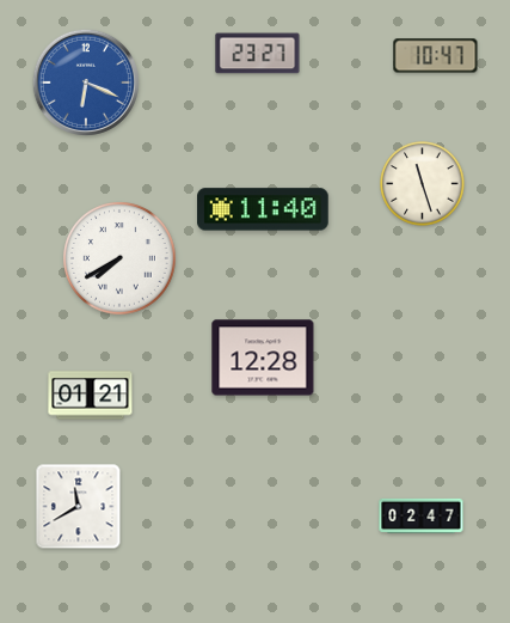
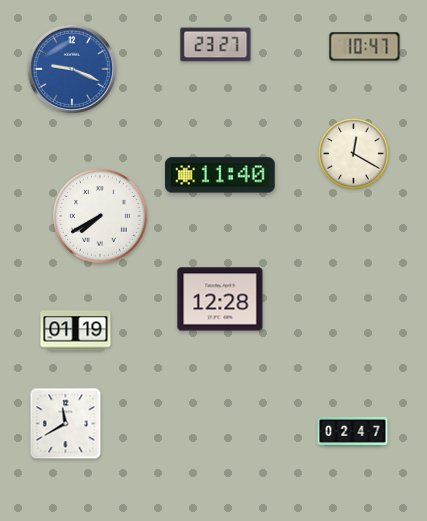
clock at (86, 83): 6:19 -> 9:19
clock at (423, 184): 11:27 -> 12:20
clock at (91, 396): 01:21 -> 01:19
